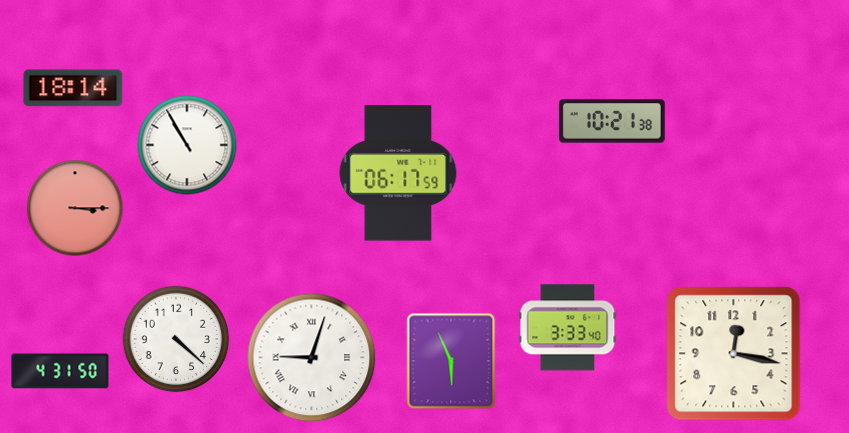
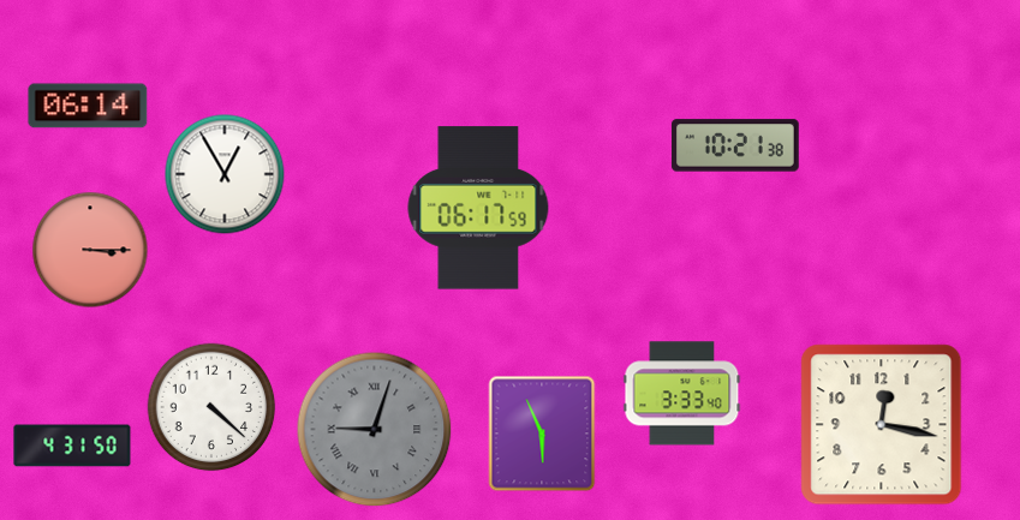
clock at (73, 88): 18:14 -> 06:14
clock at (187, 145): 10:55 -> 12:55
clock at (312, 358) dial: white -> grey
